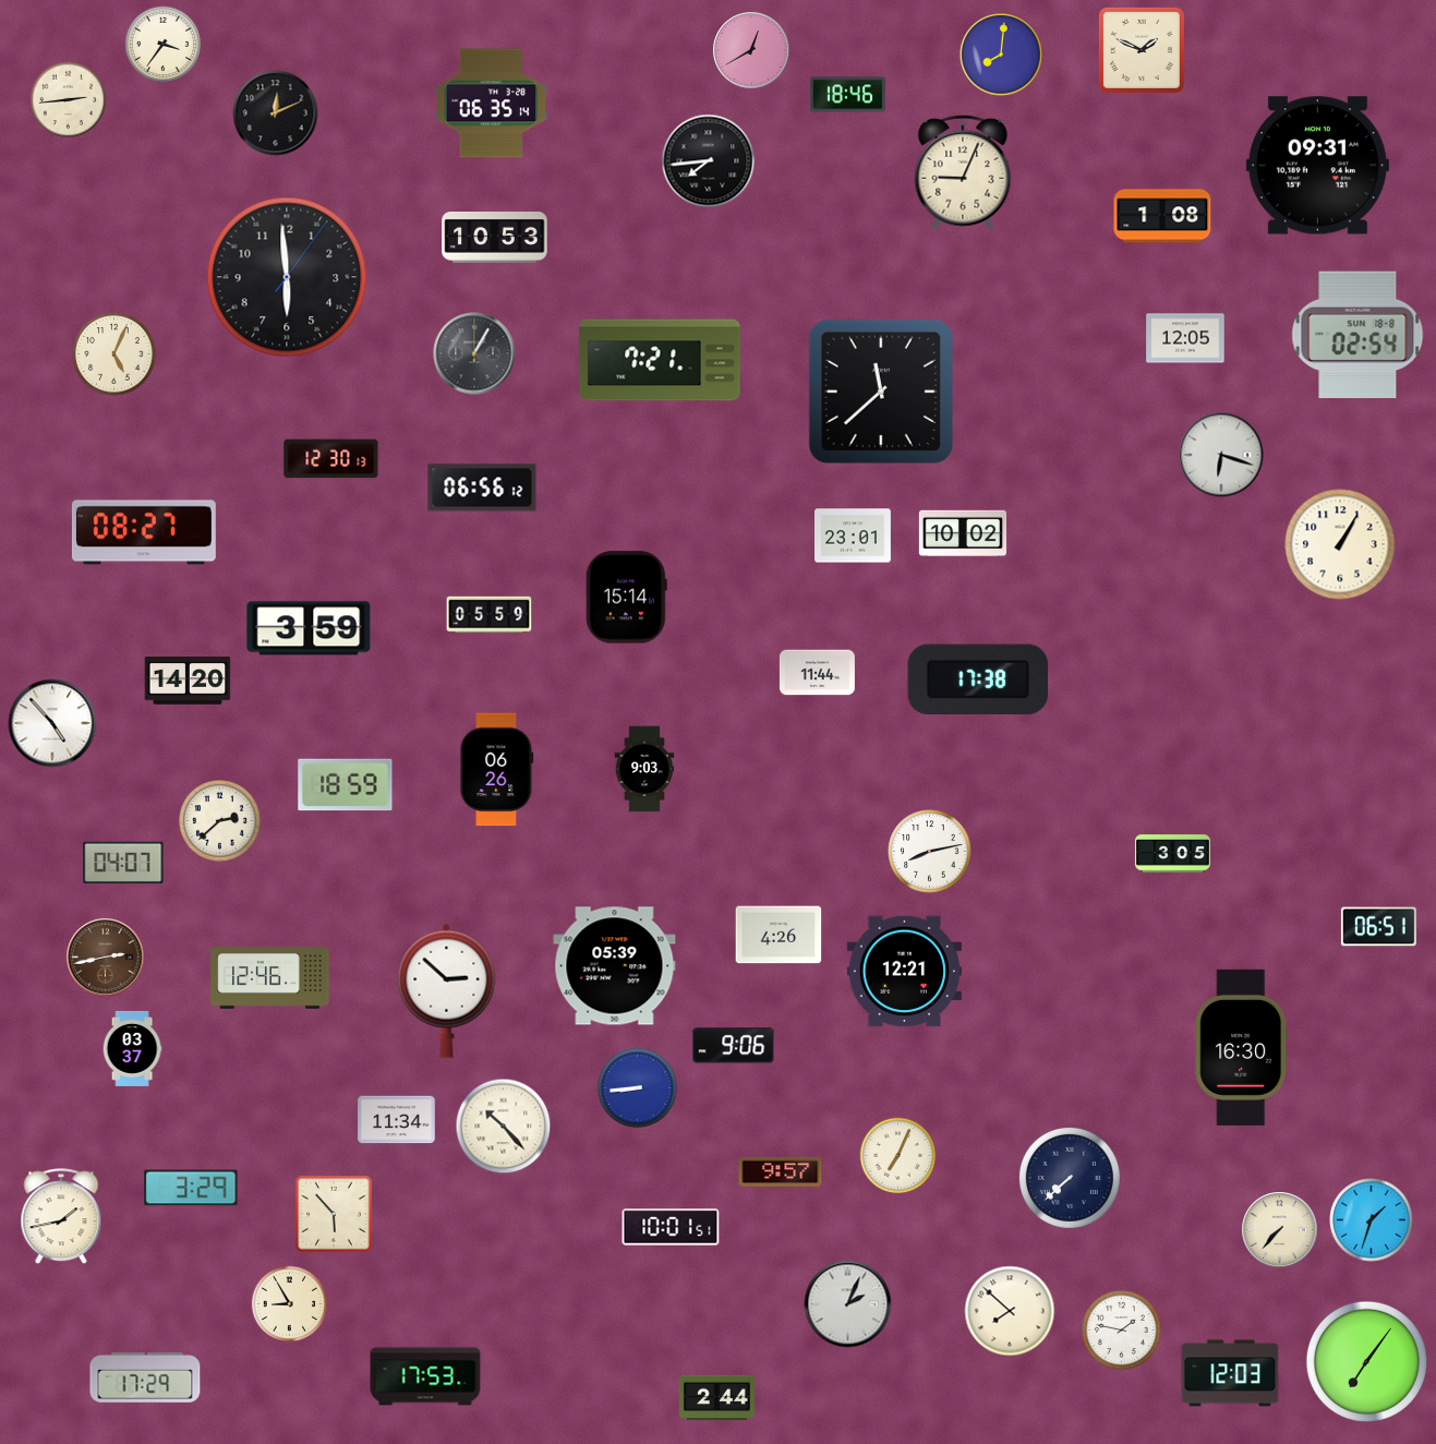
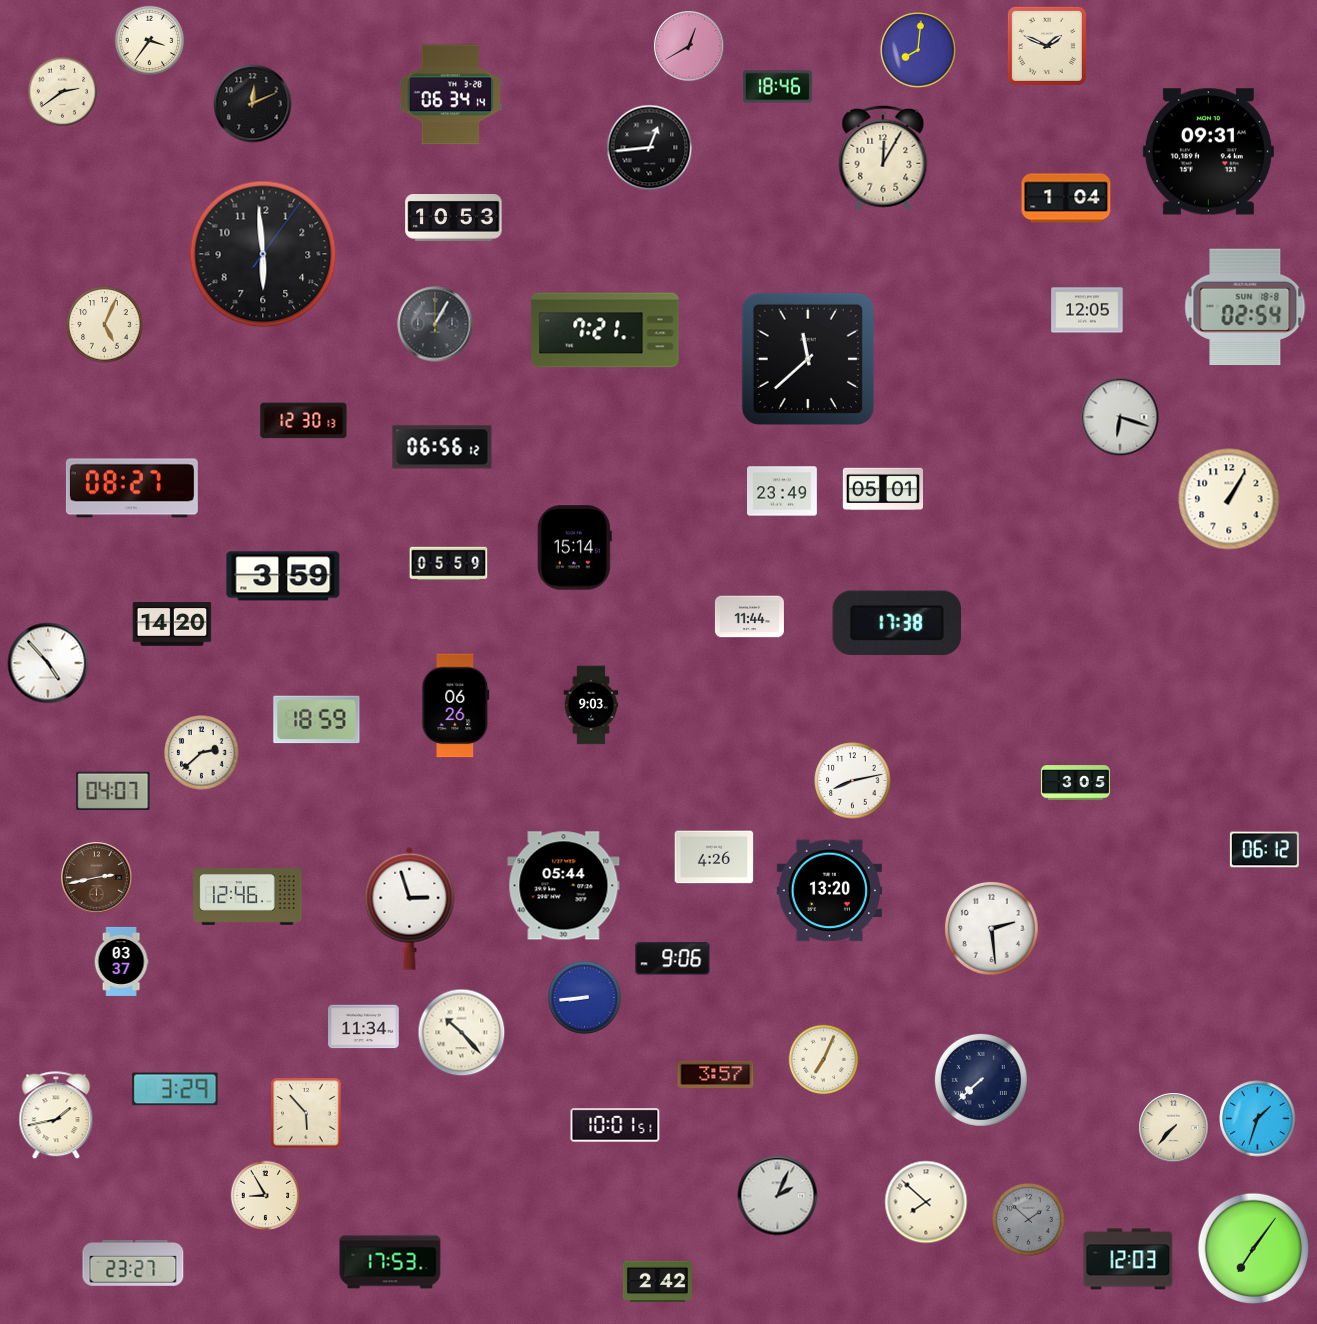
clock at (69, 100): 2:44 -> 2:39
clock at (492, 104): 06:35 -> 06:34
clock at (709, 161): 7:44 -> 12:44
clock at (963, 172): 9:04 -> 12:05
clock at (1162, 216): 1:08 -> 1:04
clock at (962, 533): 10:02 -> 05:01
clock at (854, 536): 23:01 -> 23:49
clock at (1378, 927): 06:51 -> 06:12
clock at (615, 966): 05:39 -> 05:44
clock at (904, 972): 12:21 -> 13:20
clock at (447, 990): 2:52 -> 2:57
clock at (991, 928): none -> 2:29
clock at (1242, 1047): 16:30 -> none
clock at (781, 1171): 9:57 -> 3:57
clock at (1121, 1329): 1:47 -> 1:52
clock at (1121, 1329) dial: white -> grey
clock at (145, 1377): 17:29 -> 23:27
clock at (716, 1398): 2:44 -> 2:42
